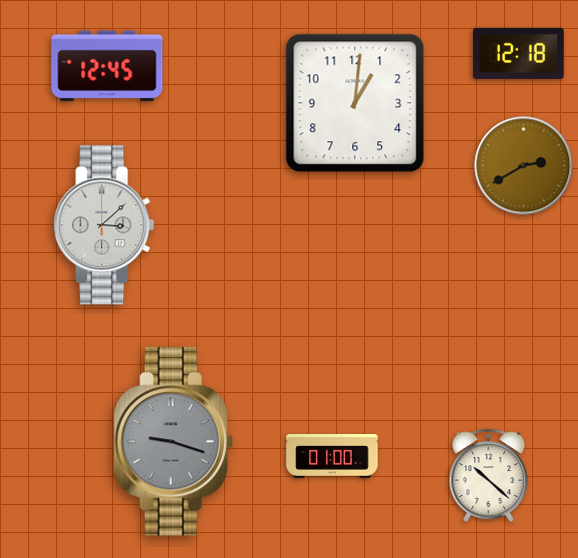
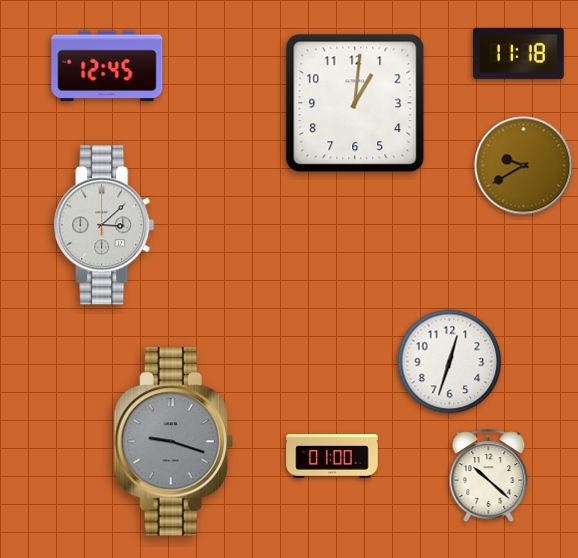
clock at (519, 53): 12:18 -> 11:18
clock at (524, 166): 2:40 -> 9:40
clock at (450, 362): none -> 12:33
